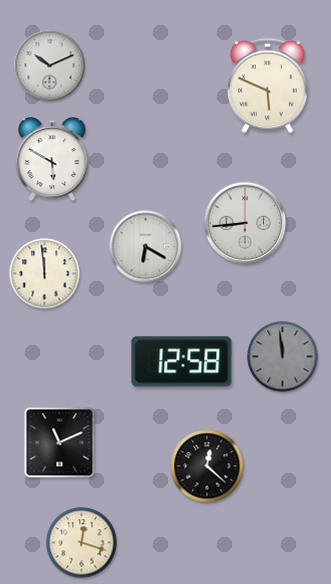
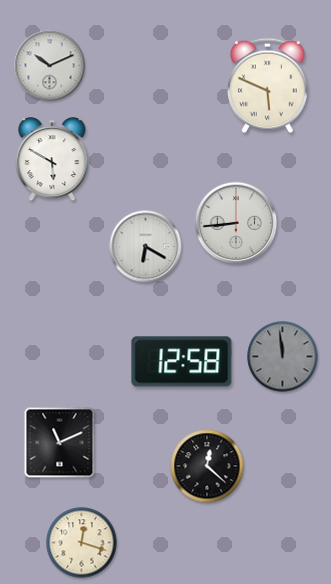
clock at (245, 223) position: (245, 223) -> (236, 223)
clock at (45, 274): 11:59 -> none
